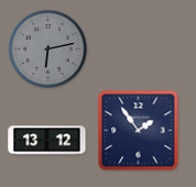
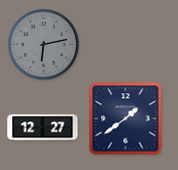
clock at (139, 131): 1:54 -> 1:39
clock at (47, 141): 13:12 -> 12:27
